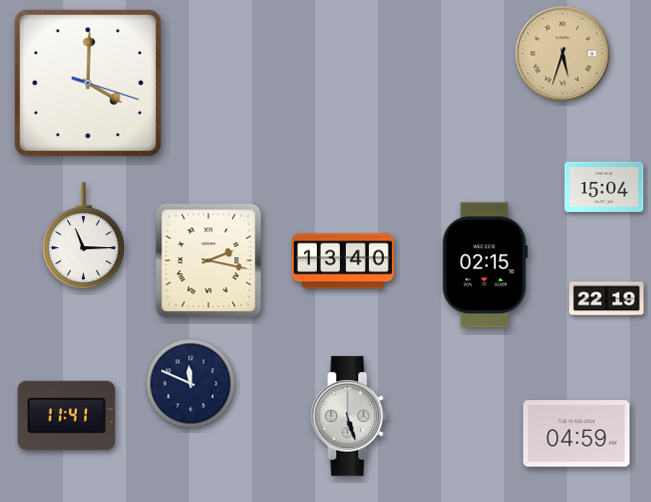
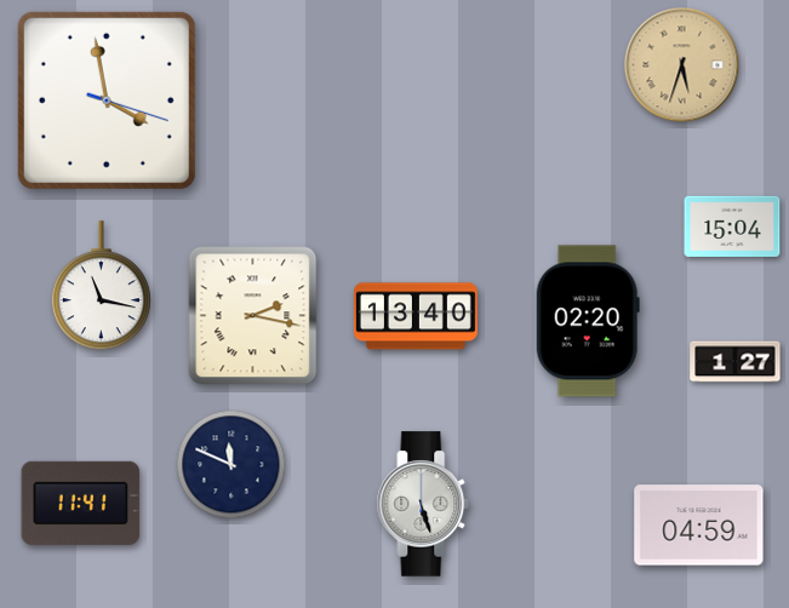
clock at (88, 83): 4:00 -> 3:58
clock at (83, 236): 11:15 -> 11:17
clock at (485, 265): 02:15 -> 02:20
clock at (607, 299): 22:19 -> 1:27
